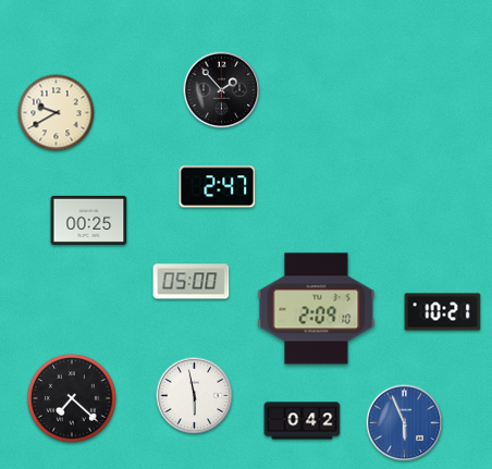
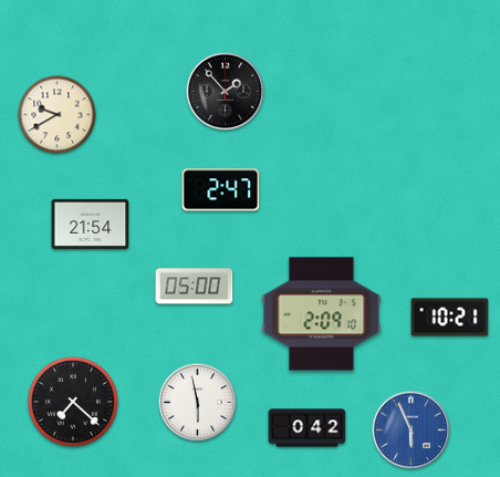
clock at (89, 220): 00:25 -> 21:54
clock at (72, 398) position: (72, 398) -> (73, 402)
